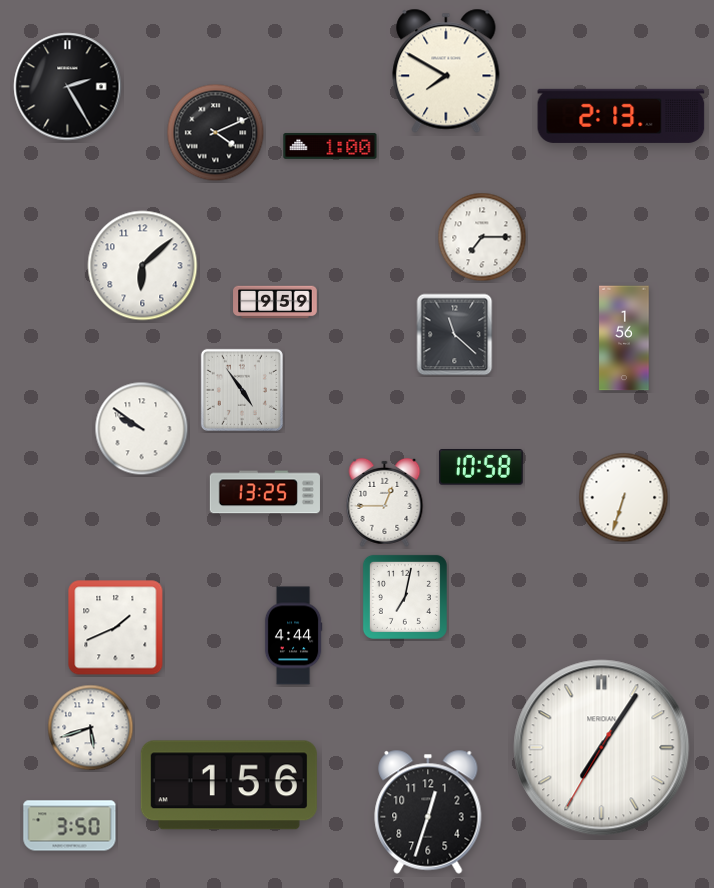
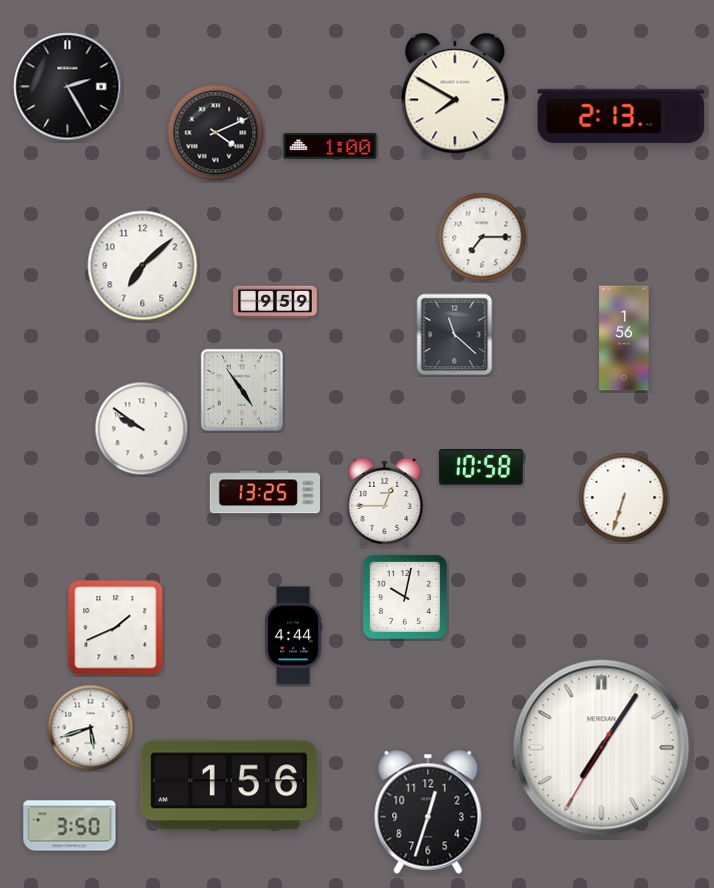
clock at (446, 71) position: (446, 71) -> (455, 95)
clock at (143, 266): 6:08 -> 7:08
clock at (405, 597): 7:02 -> 10:02
